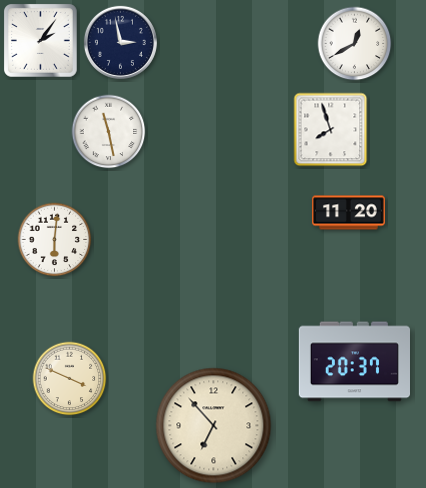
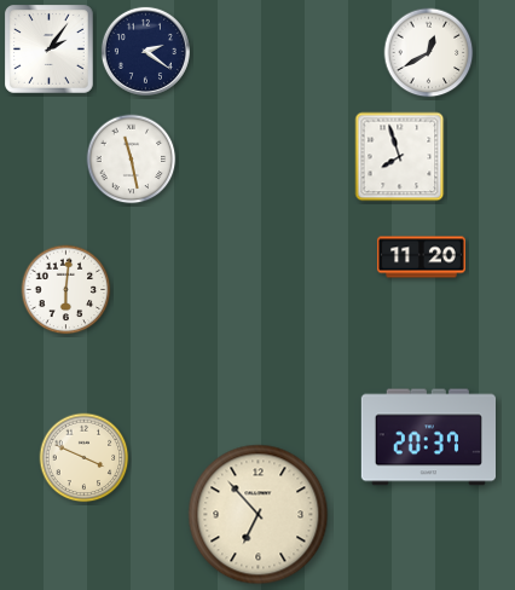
clock at (120, 42): 2:58 -> 2:21
